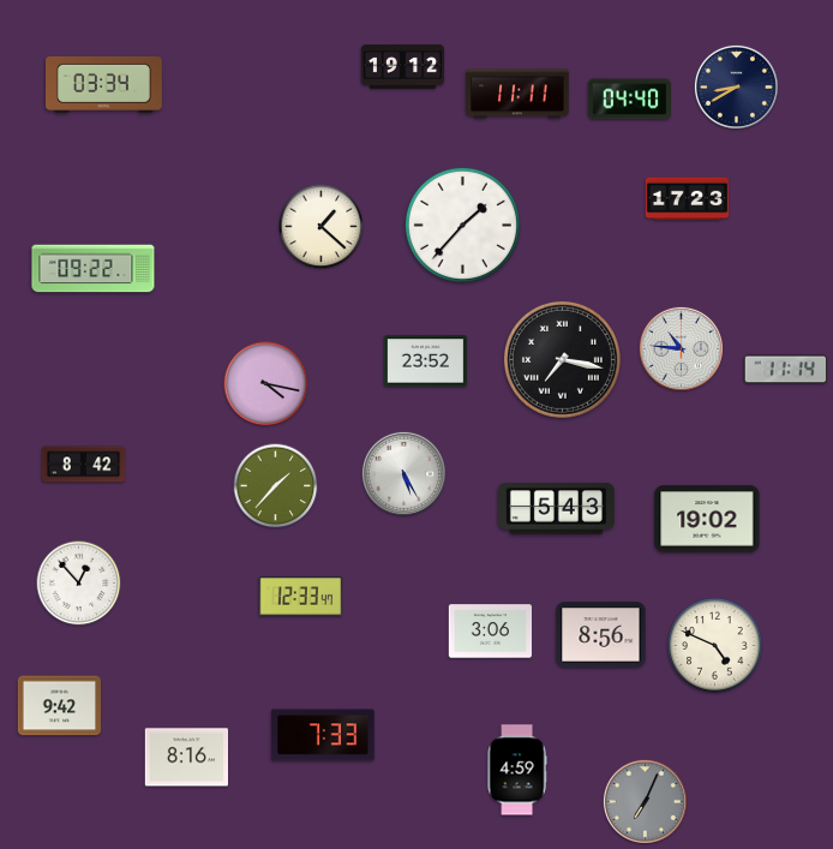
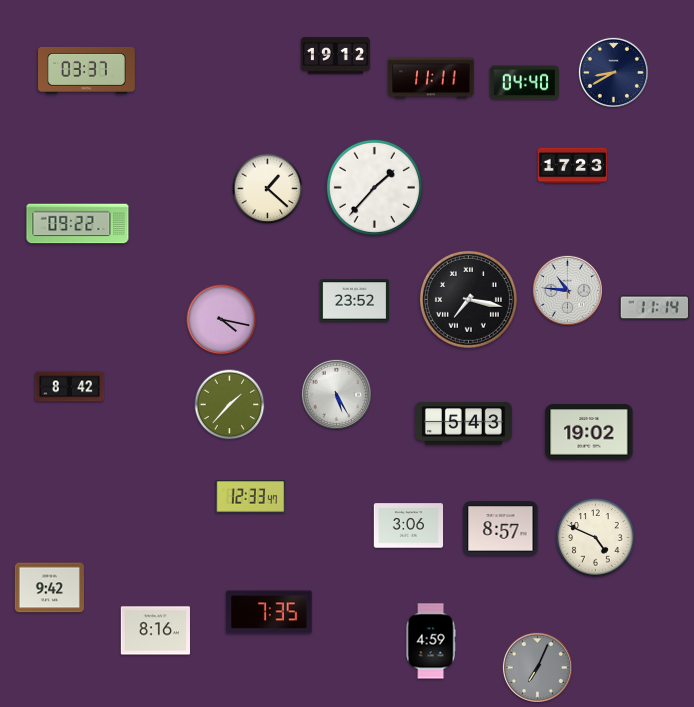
clock at (104, 84): 03:34 -> 03:37
clock at (462, 225) position: (462, 225) -> (374, 187)
clock at (79, 584): 12:53 -> none
clock at (601, 635): 8:56 -> 8:57
clock at (323, 735): 7:33 -> 7:35
